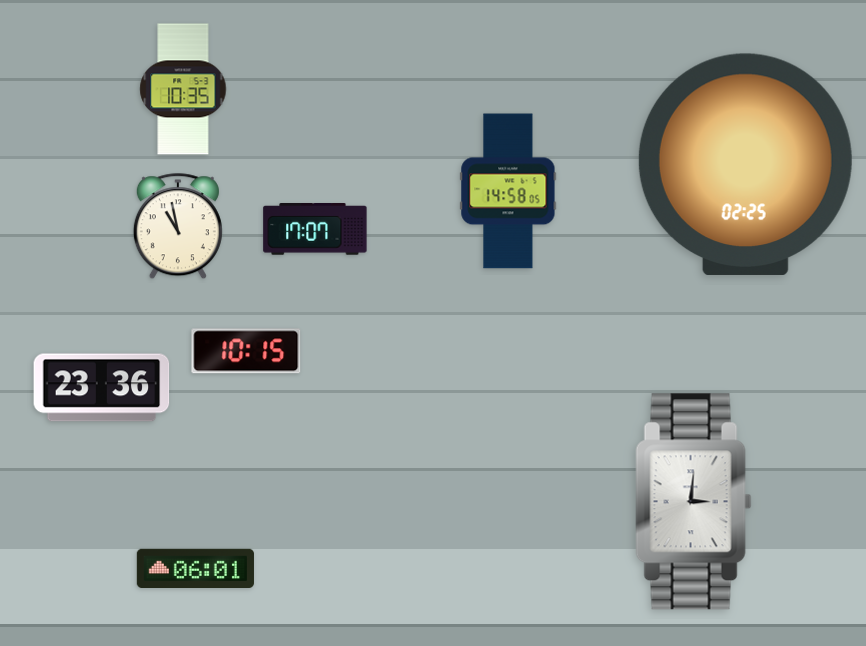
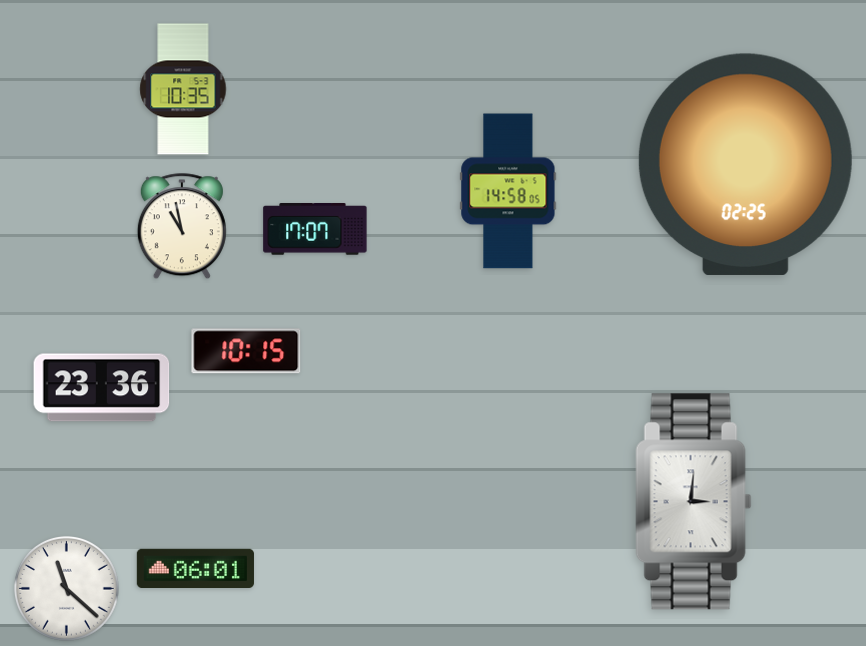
clock at (178, 227) position: (178, 227) -> (182, 227)
clock at (66, 588): none -> 11:22
